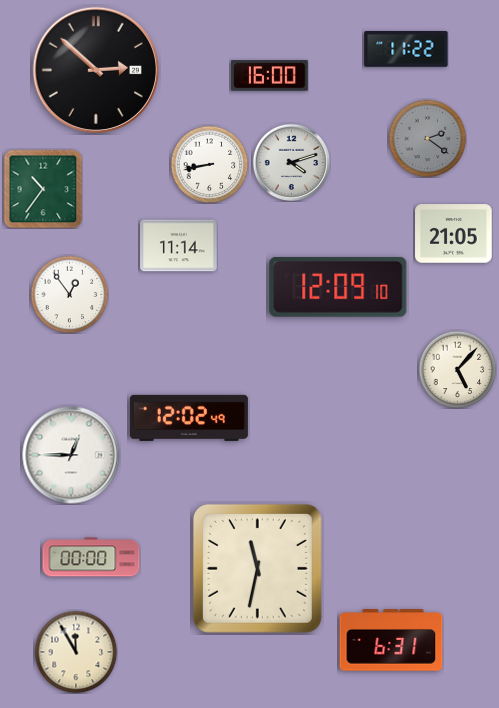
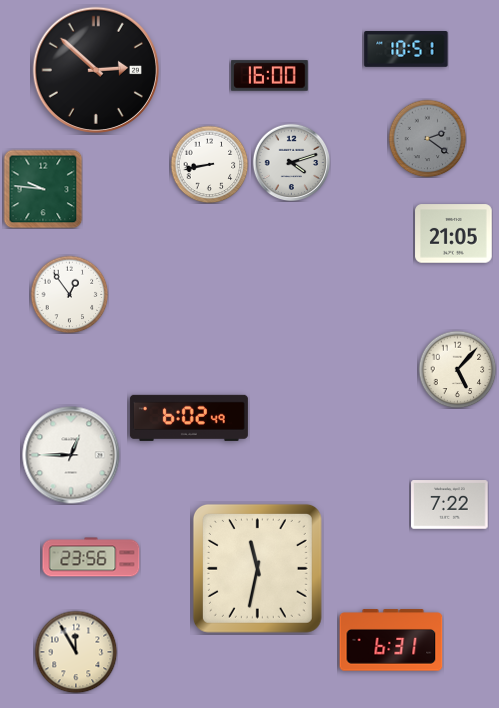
clock at (406, 50): 11:22 -> 10:51
clock at (43, 189): 10:36 -> 9:46
clock at (179, 246): 11:14 -> none
clock at (338, 287): 12:09 -> none
clock at (189, 418): 12:02 -> 6:02
clock at (450, 505): none -> 7:22
clock at (91, 557): 00:00 -> 23:56
